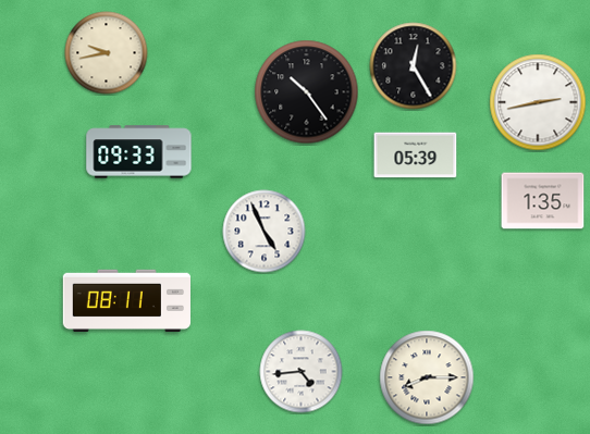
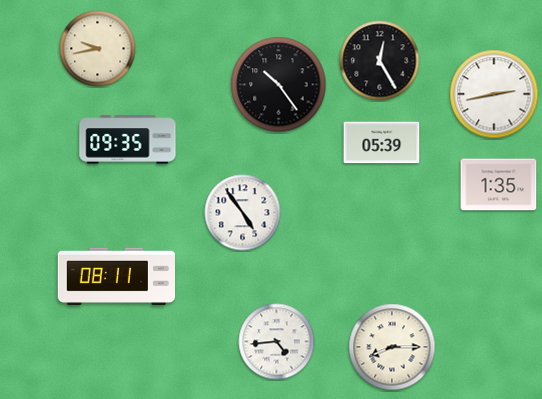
clock at (307, 92) position: (307, 92) -> (279, 85)
clock at (139, 152): 09:33 -> 09:35
clock at (265, 232): 4:56 -> 4:54
